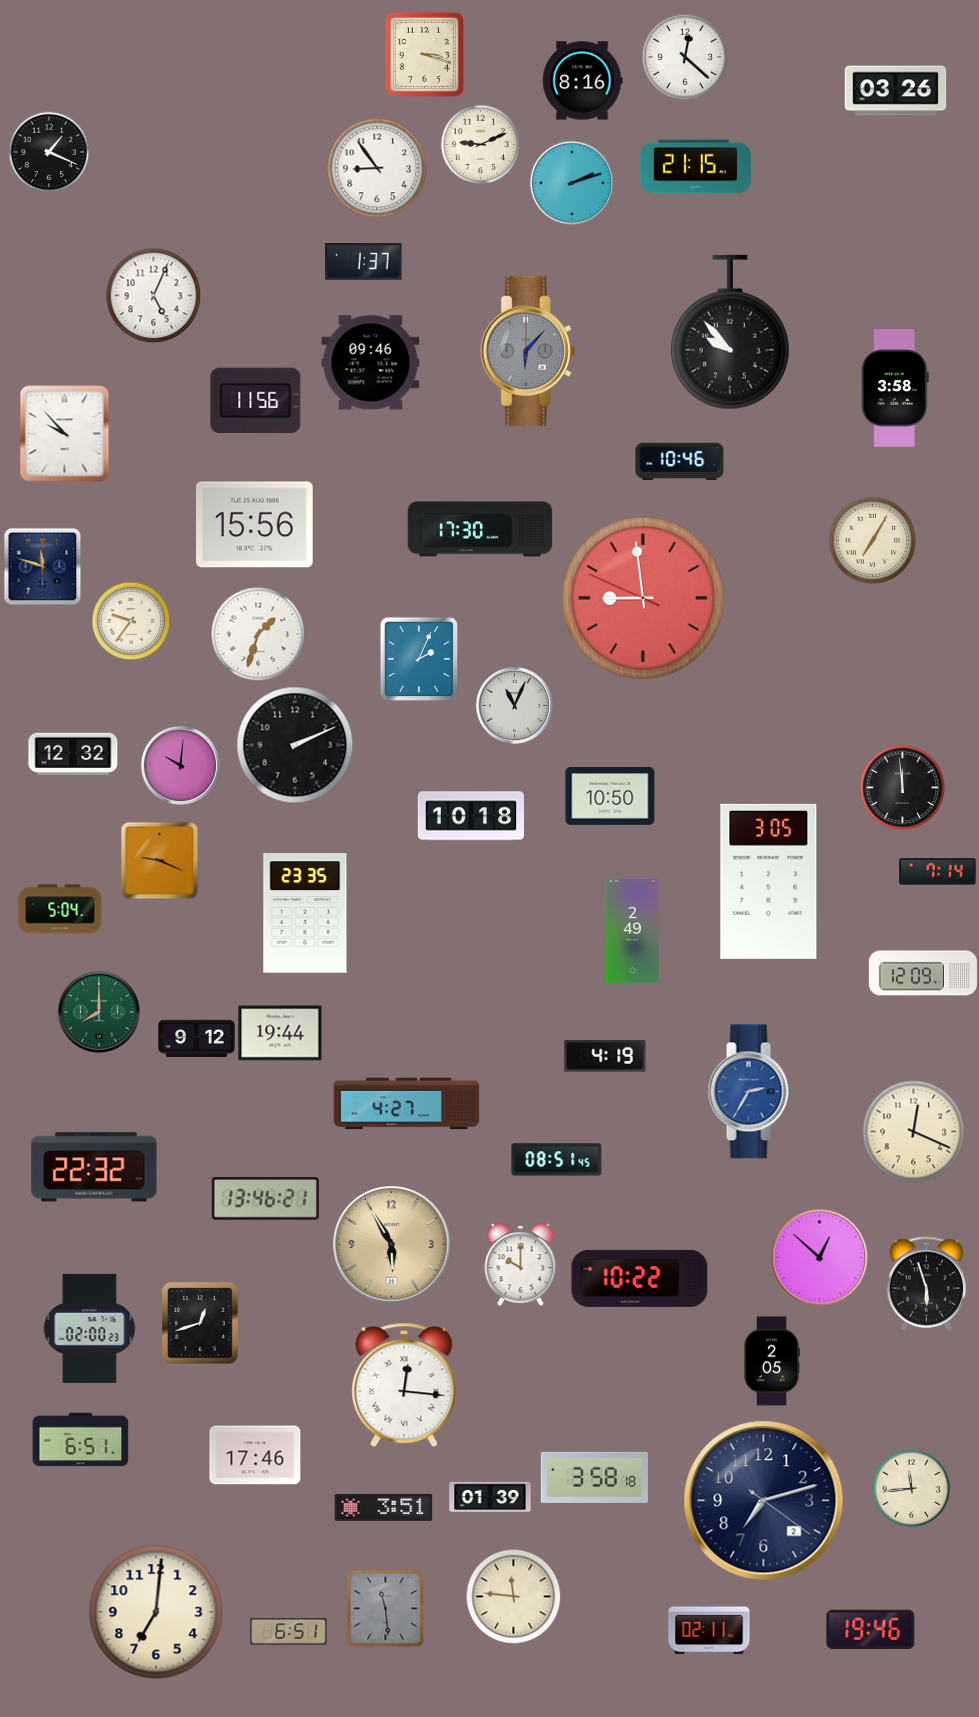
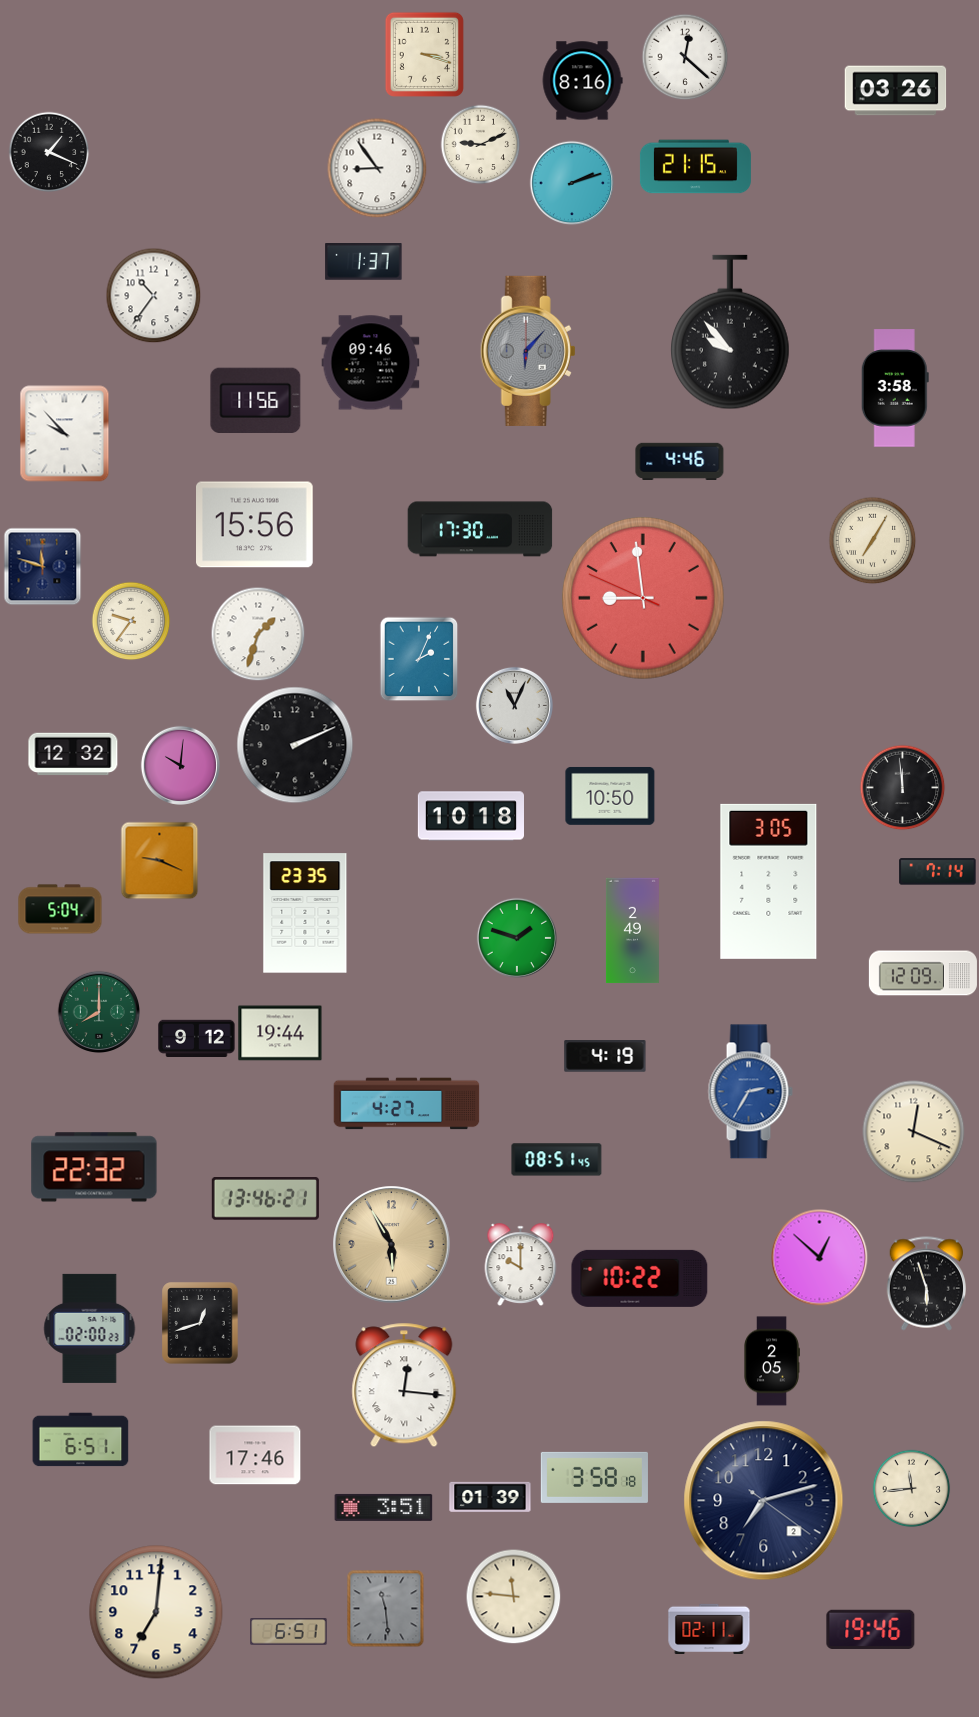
clock at (153, 295): 5:04 -> 10:36
clock at (680, 461): 10:46 -> 4:46
clock at (517, 938): none -> 1:48
